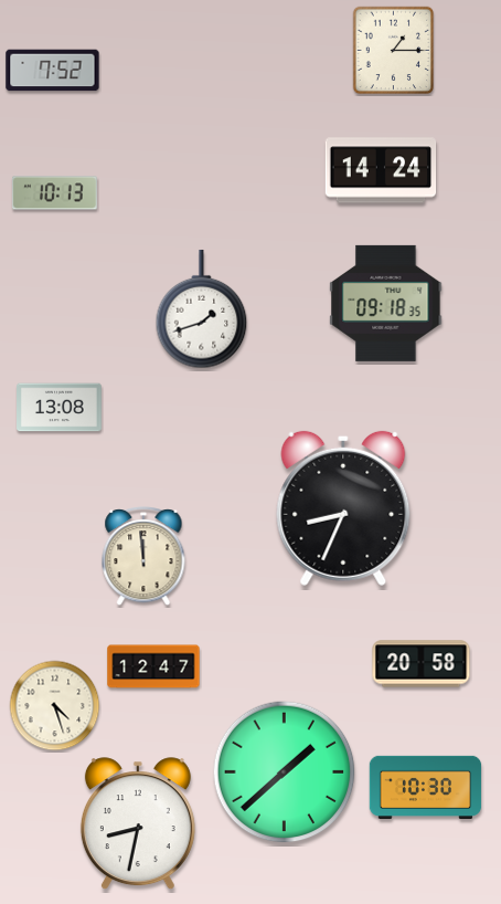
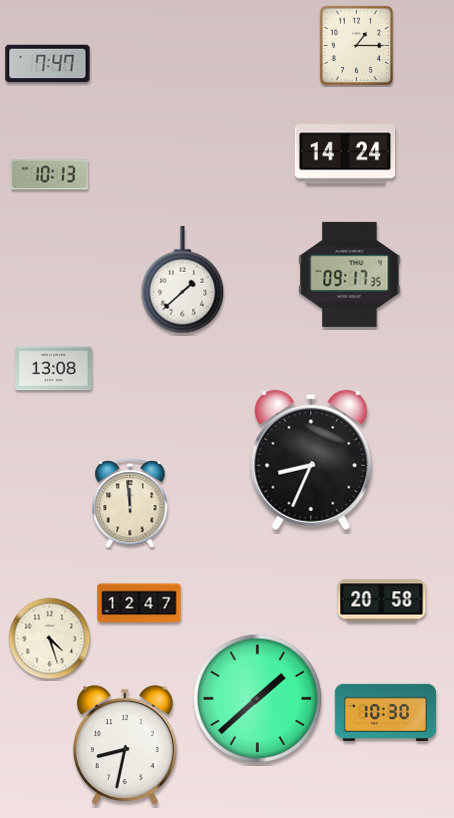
clock at (53, 71): 7:52 -> 7:47
clock at (386, 303): 09:18 -> 09:17
clock at (202, 309): 1:42 -> 1:38
